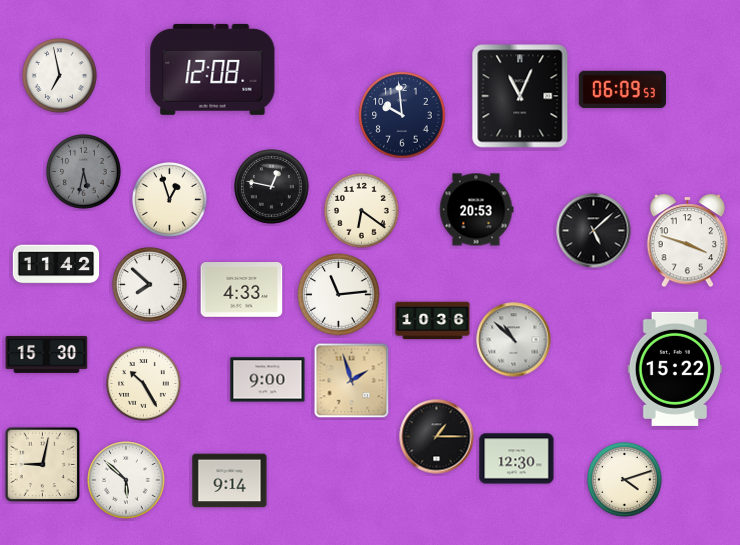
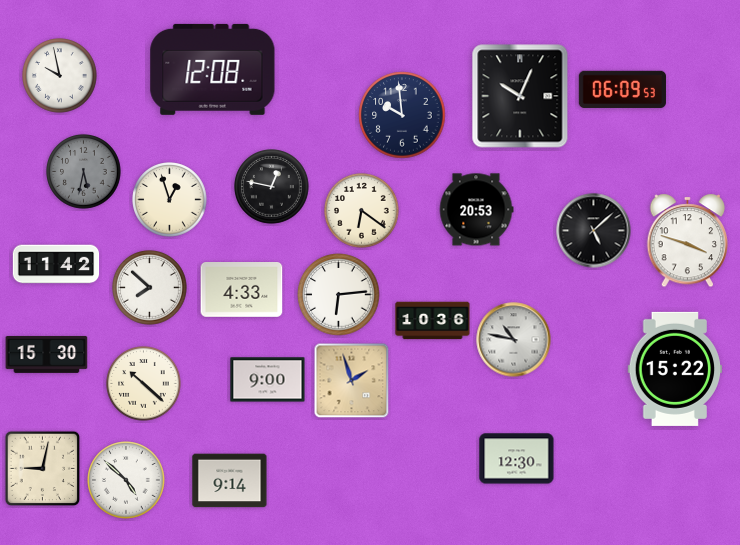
clock at (60, 76): 6:58 -> 9:58
clock at (520, 96): 11:04 -> 10:04
clock at (150, 285) position: (150, 285) -> (150, 288)
clock at (339, 295): 11:14 -> 6:14
clock at (514, 340): 10:52 -> 10:47
clock at (144, 384): 10:25 -> 10:22
clock at (437, 437): 1:15 -> none
clock at (43, 465) position: (43, 465) -> (43, 469)
clock at (126, 480): 5:52 -> 4:52
clock at (625, 480): 4:12 -> none
